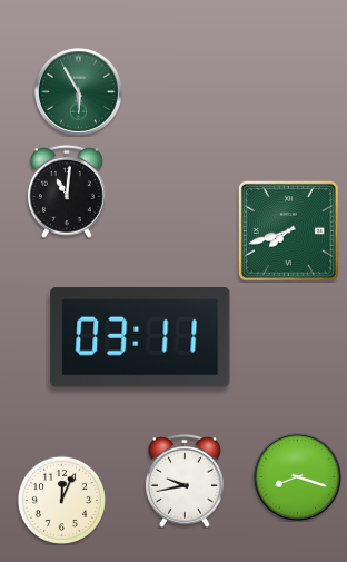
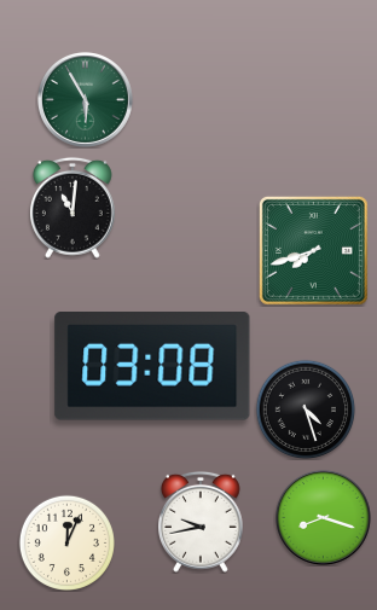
clock at (140, 338): 03:11 -> 03:08
clock at (304, 408): none -> 4:27
